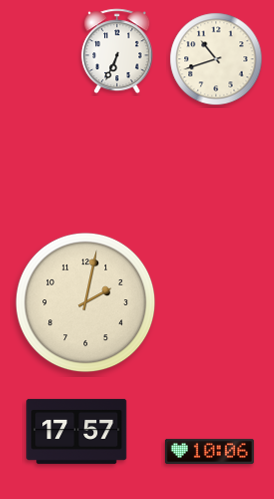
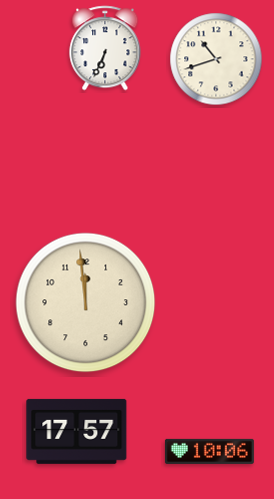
clock at (117, 51) position: (117, 51) -> (105, 48)
clock at (86, 303): 2:02 -> 11:59
